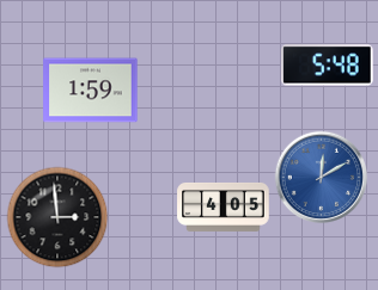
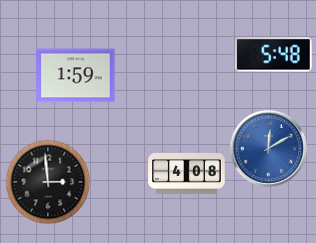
clock at (224, 206): 4:05 -> 4:08
